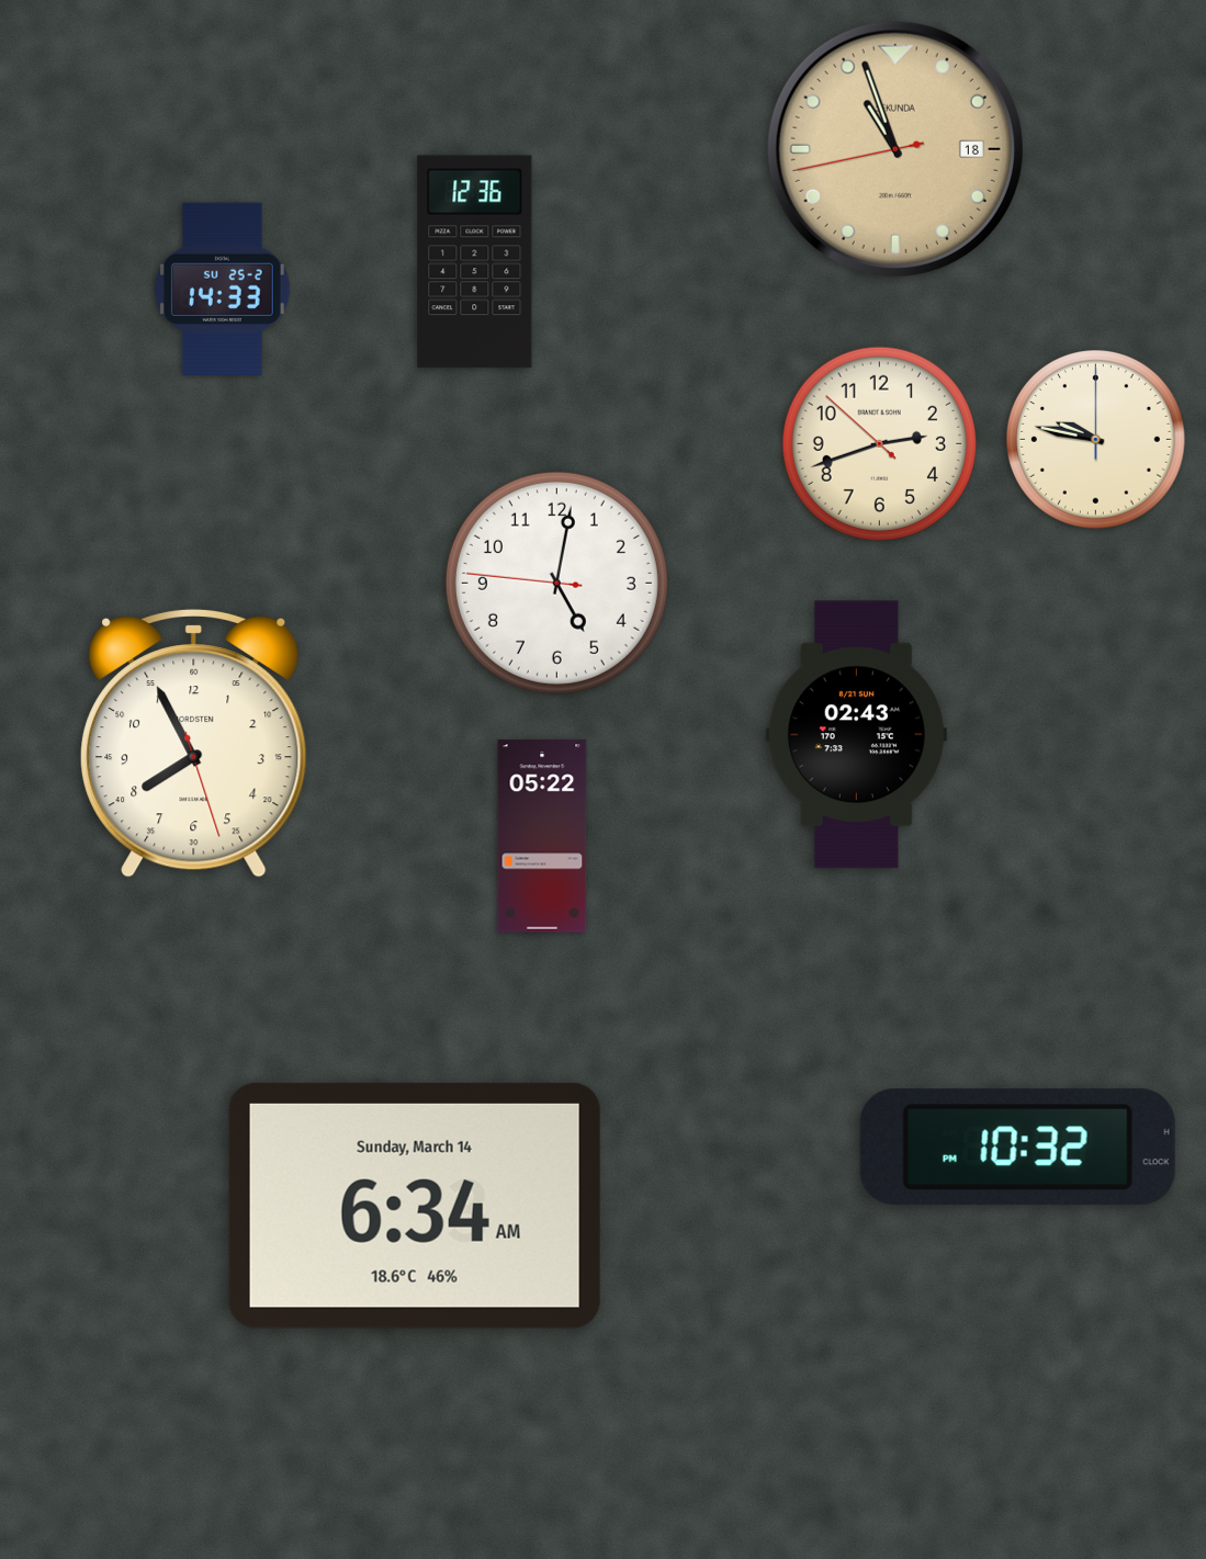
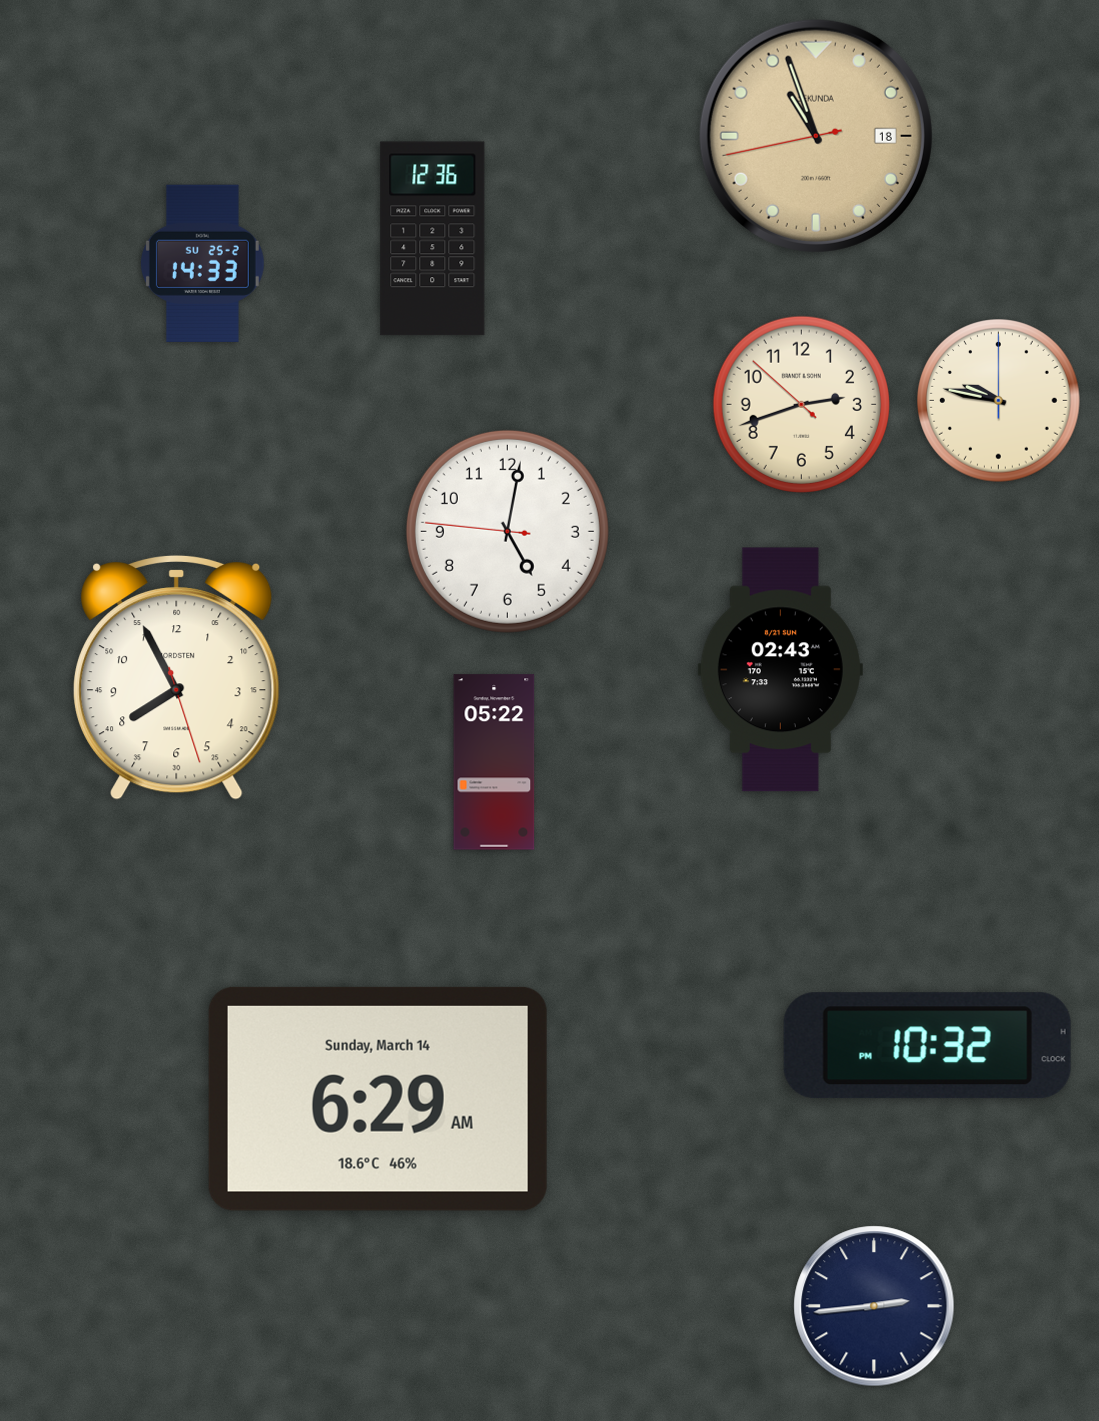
clock at (415, 1206): 6:34 -> 6:29
clock at (874, 1306): none -> 2:44
